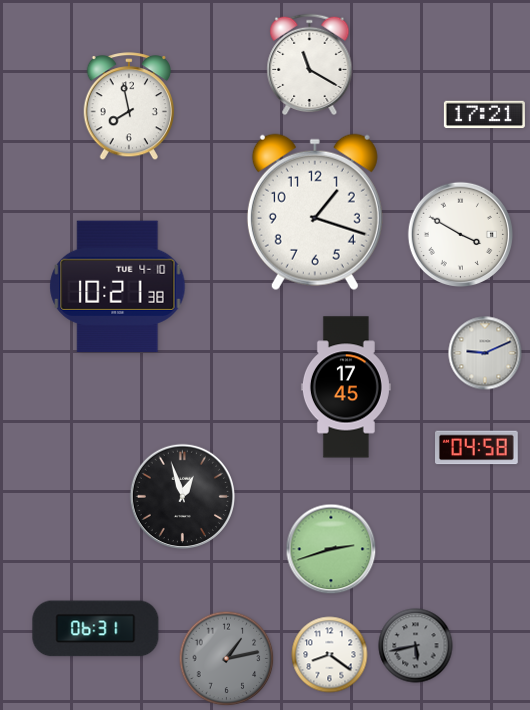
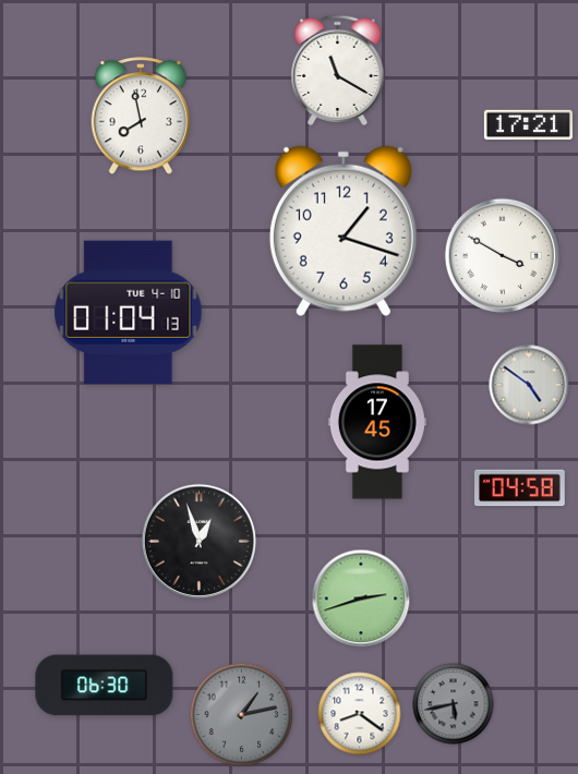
clock at (118, 286): 10:21 -> 01:04
clock at (485, 353): 9:11 -> 4:51
clock at (96, 629): 06:31 -> 06:30
clock at (227, 659) position: (227, 659) -> (242, 715)
